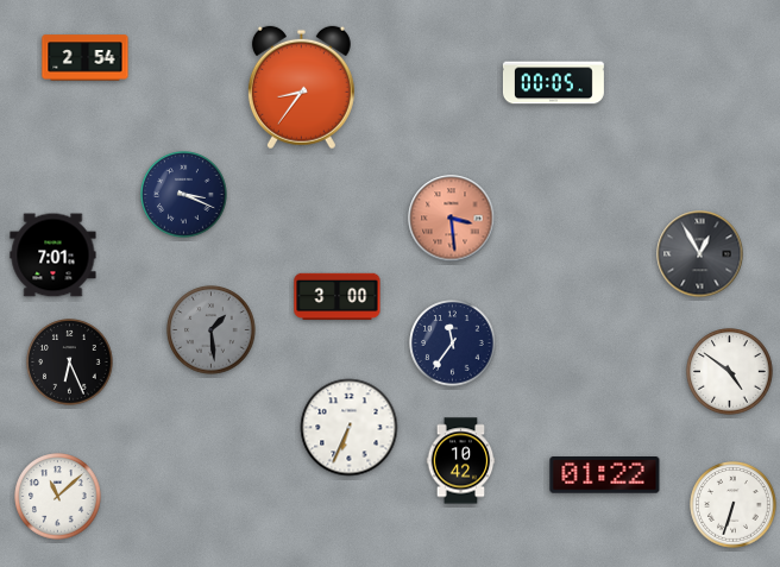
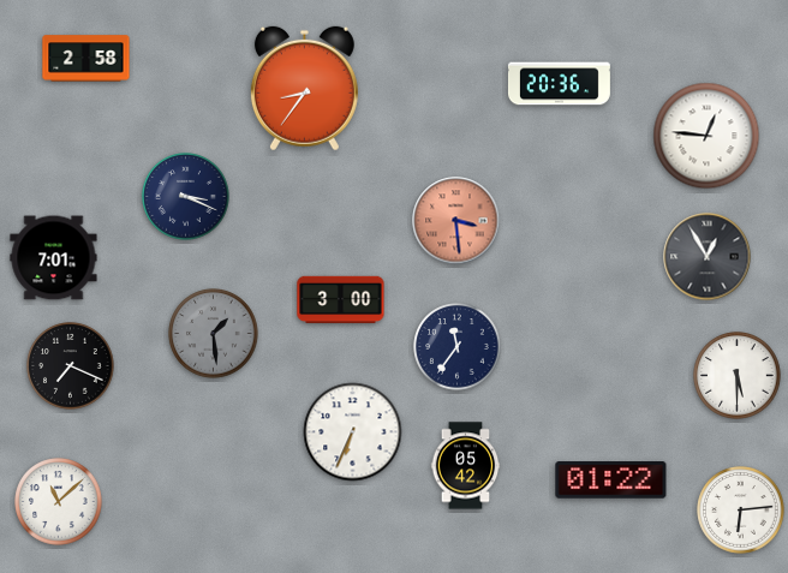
clock at (86, 58): 2:54 -> 2:58
clock at (553, 83): 00:05 -> 20:36
clock at (706, 136): none -> 12:46
clock at (70, 363): 6:26 -> 7:19
clock at (730, 372): 4:51 -> 5:30
clock at (461, 461): 10:42 -> 05:42
clock at (734, 505): 6:33 -> 6:14
